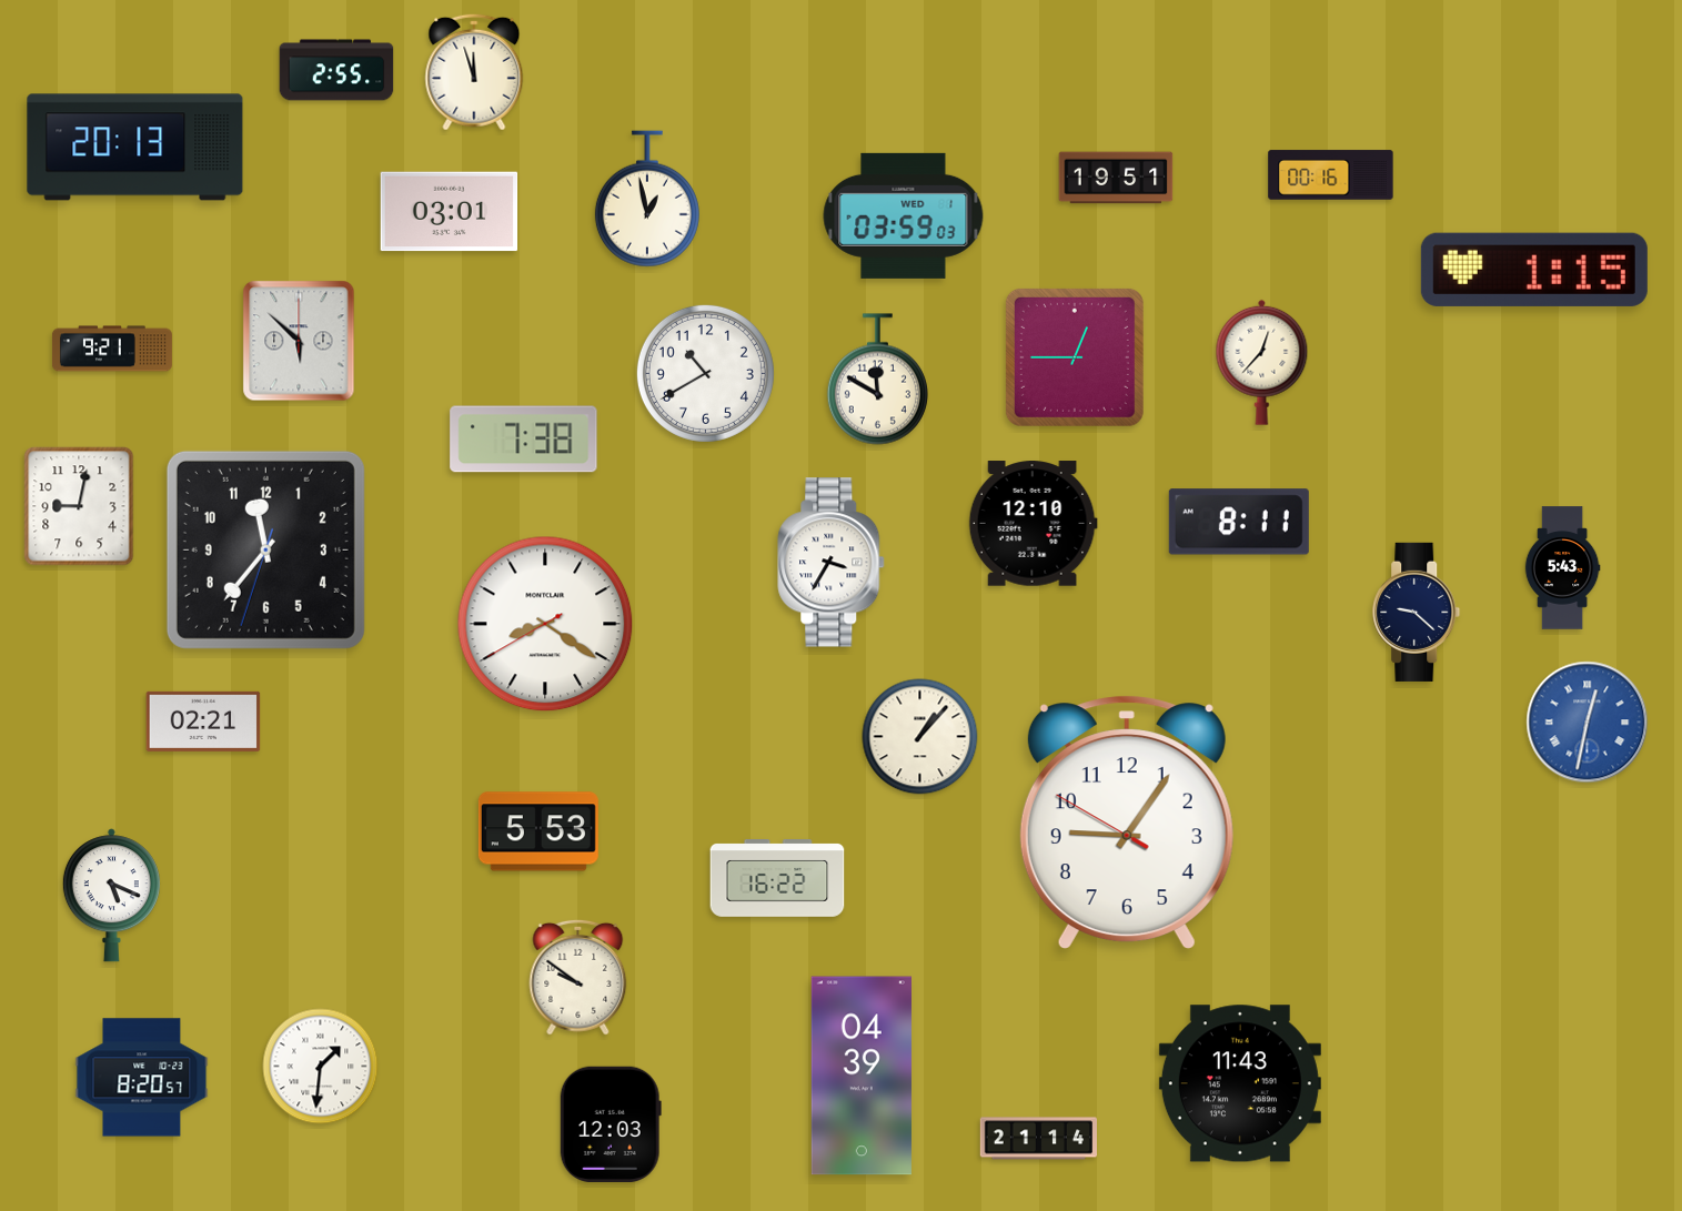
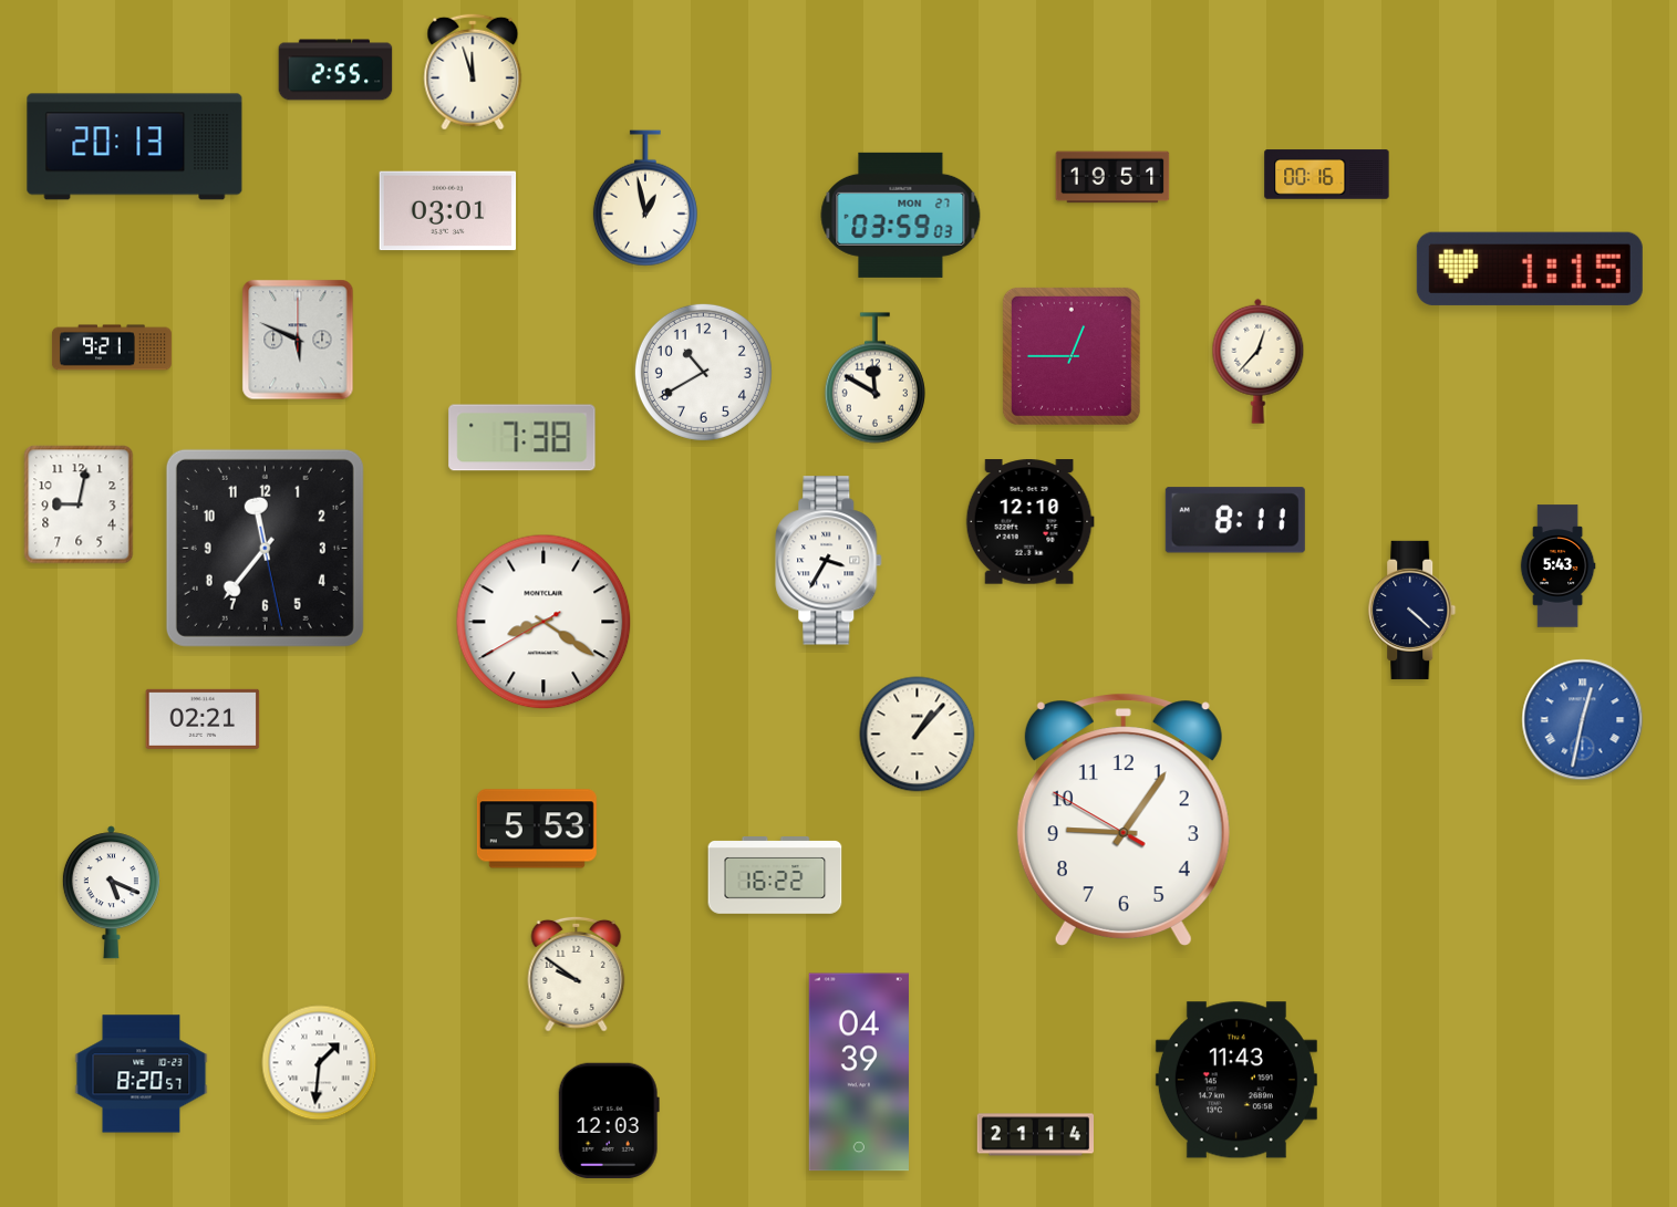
clock at (904, 215) date: WED 1 -> MON 27
clock at (299, 341): 5:52 -> 5:49
clock at (265, 549): 11:36:33 -> 11:36:28
clock at (1417, 612): 9:22 -> 4:22
